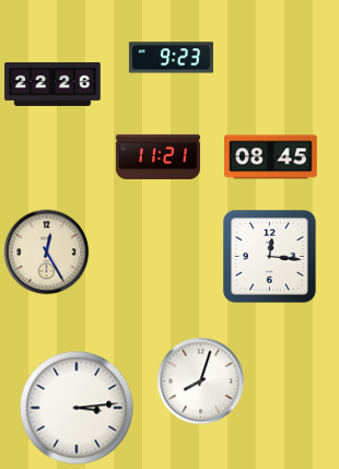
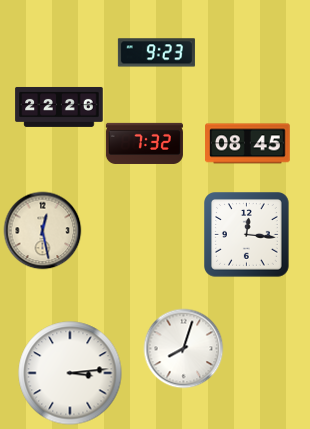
clock at (52, 84) position: (52, 84) -> (59, 107)
clock at (157, 156): 11:21 -> 7:32
clock at (46, 251): 12:25 -> 12:28
